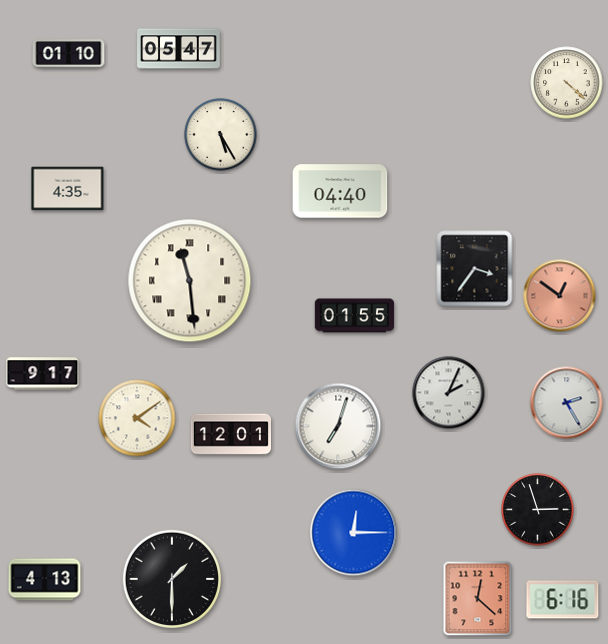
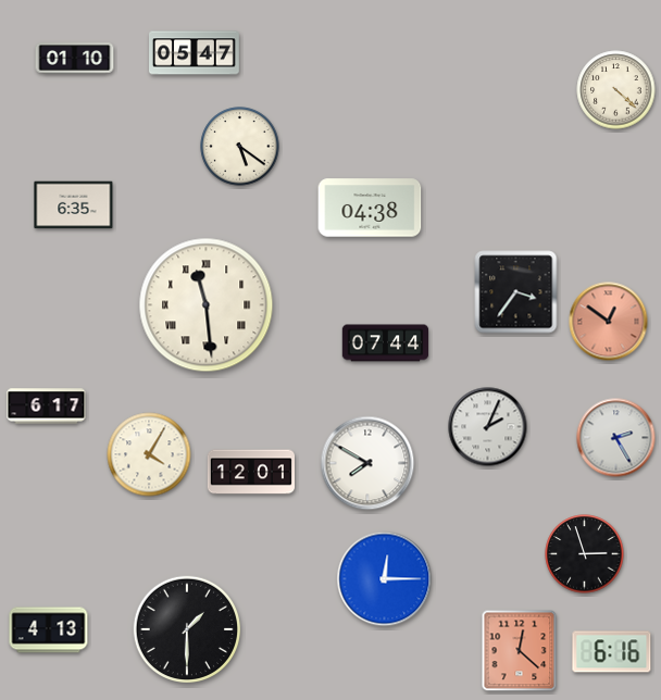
clock at (221, 135): 5:25 -> 5:21
clock at (68, 189): 4:35 -> 6:35
clock at (340, 191): 04:40 -> 04:38
clock at (355, 316): 01:55 -> 07:44
clock at (43, 374): 9:17 -> 6:17
clock at (137, 418): 4:09 -> 4:05
clock at (338, 426): 7:03 -> 7:50
